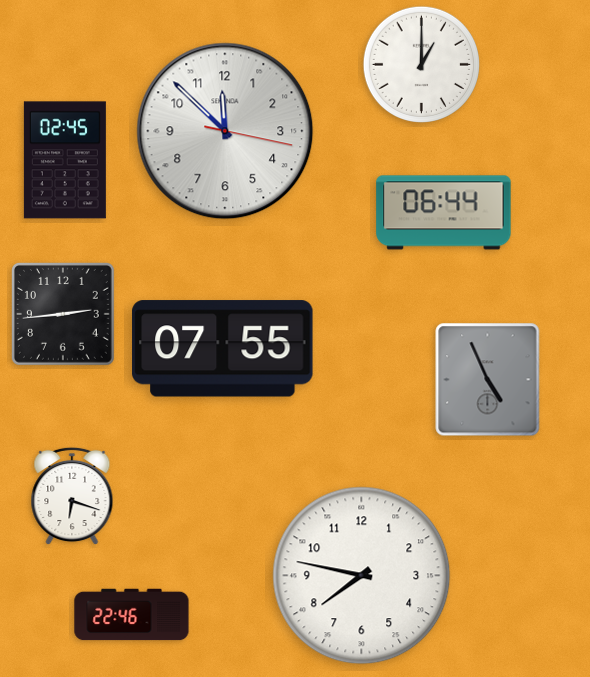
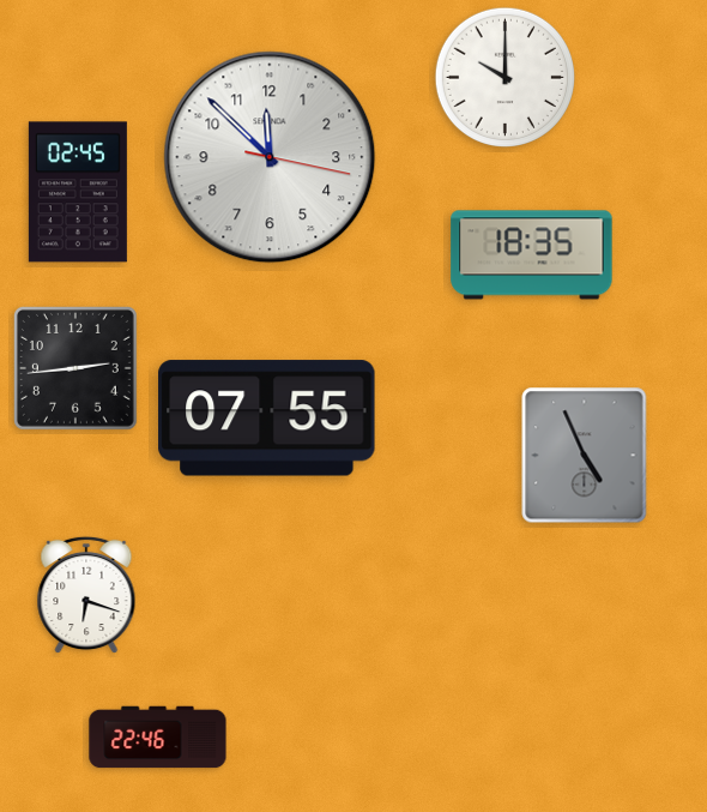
clock at (421, 64): 1:00 -> 10:00
clock at (444, 213): 06:44 -> 18:35
clock at (63, 314) position: (63, 314) -> (75, 368)
clock at (362, 576): 7:47 -> none
